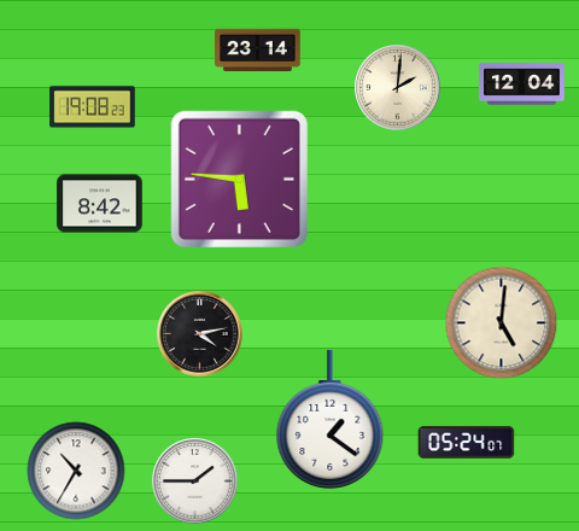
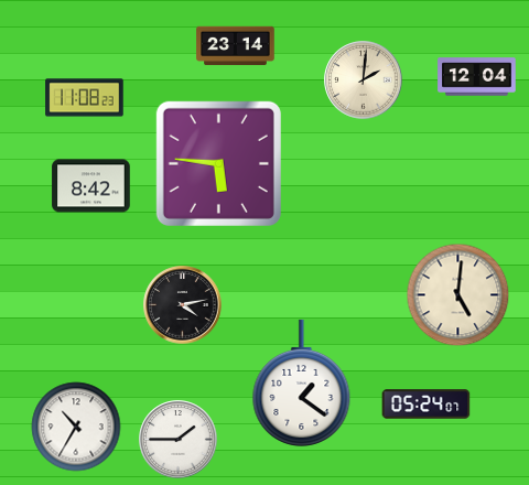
clock at (93, 107): 19:08 -> 11:08
clock at (76, 471) position: (76, 471) -> (76, 427)
